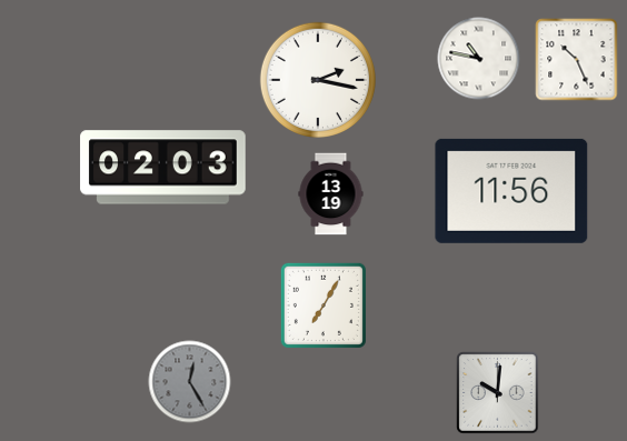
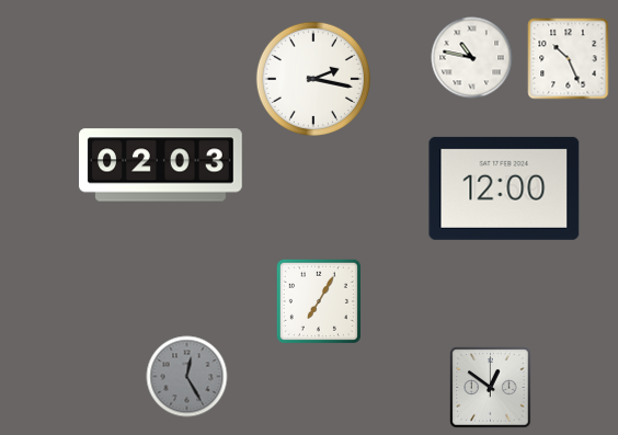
clock at (511, 191): 11:56 -> 12:00
clock at (331, 194): 13:19 -> none
clock at (498, 393): 10:01 -> 12:51
